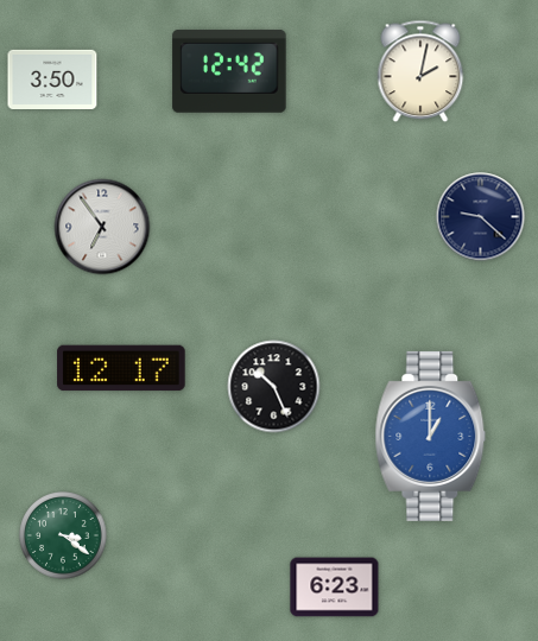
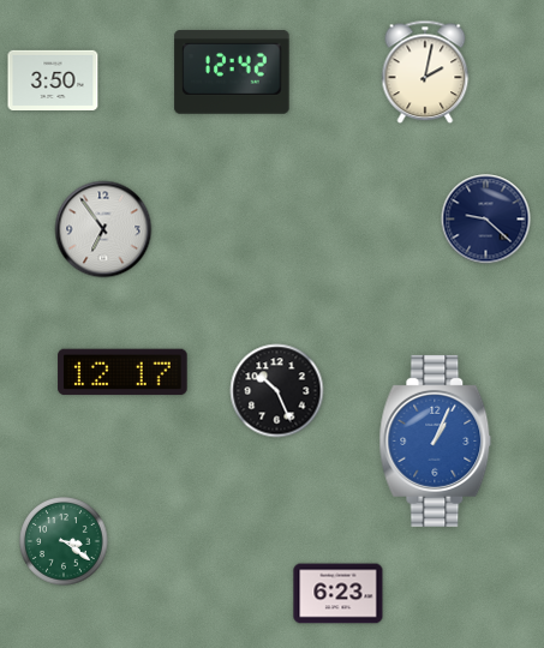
clock at (431, 436): 1:00 -> 1:04
